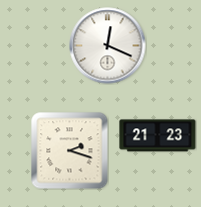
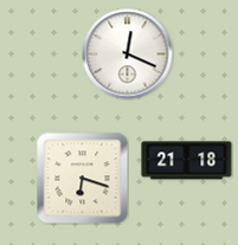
clock at (158, 136): 21:23 -> 21:18
clock at (70, 151): 2:18 -> 6:18
